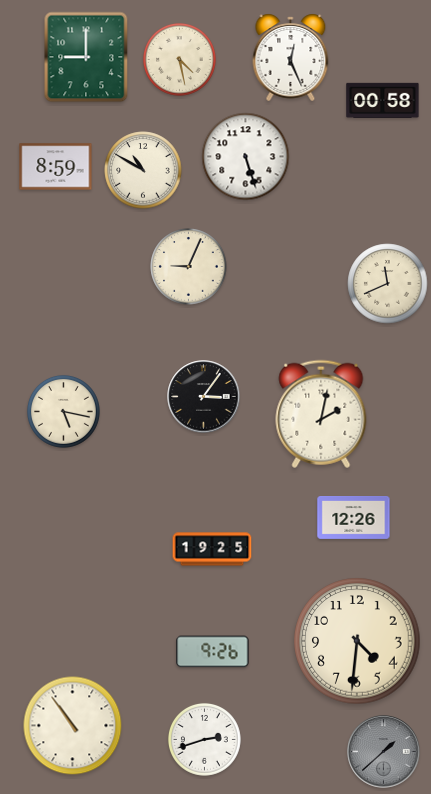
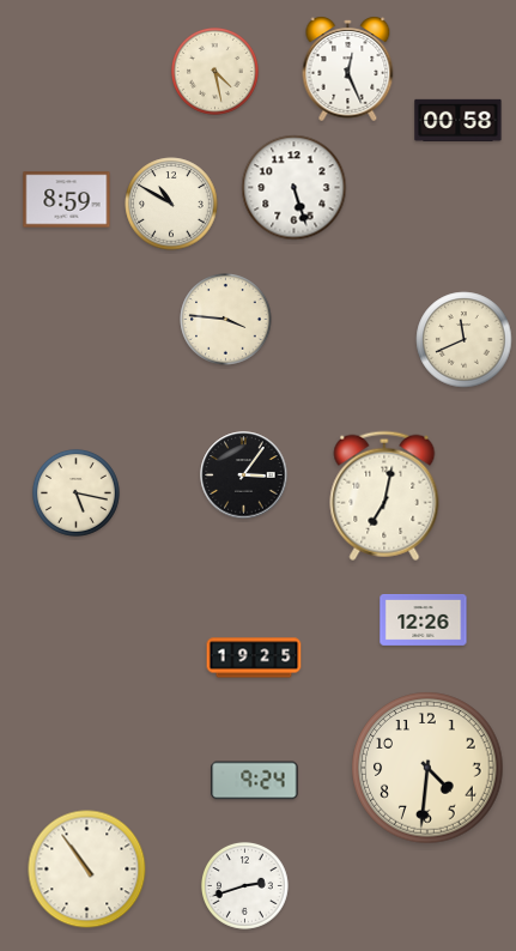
clock at (86, 57): 9:00 -> none
clock at (189, 267): 9:04 -> 3:46
clock at (321, 414): 2:02 -> 7:02
clock at (213, 652): 9:26 -> 9:24
clock at (384, 752): 1:38 -> none
